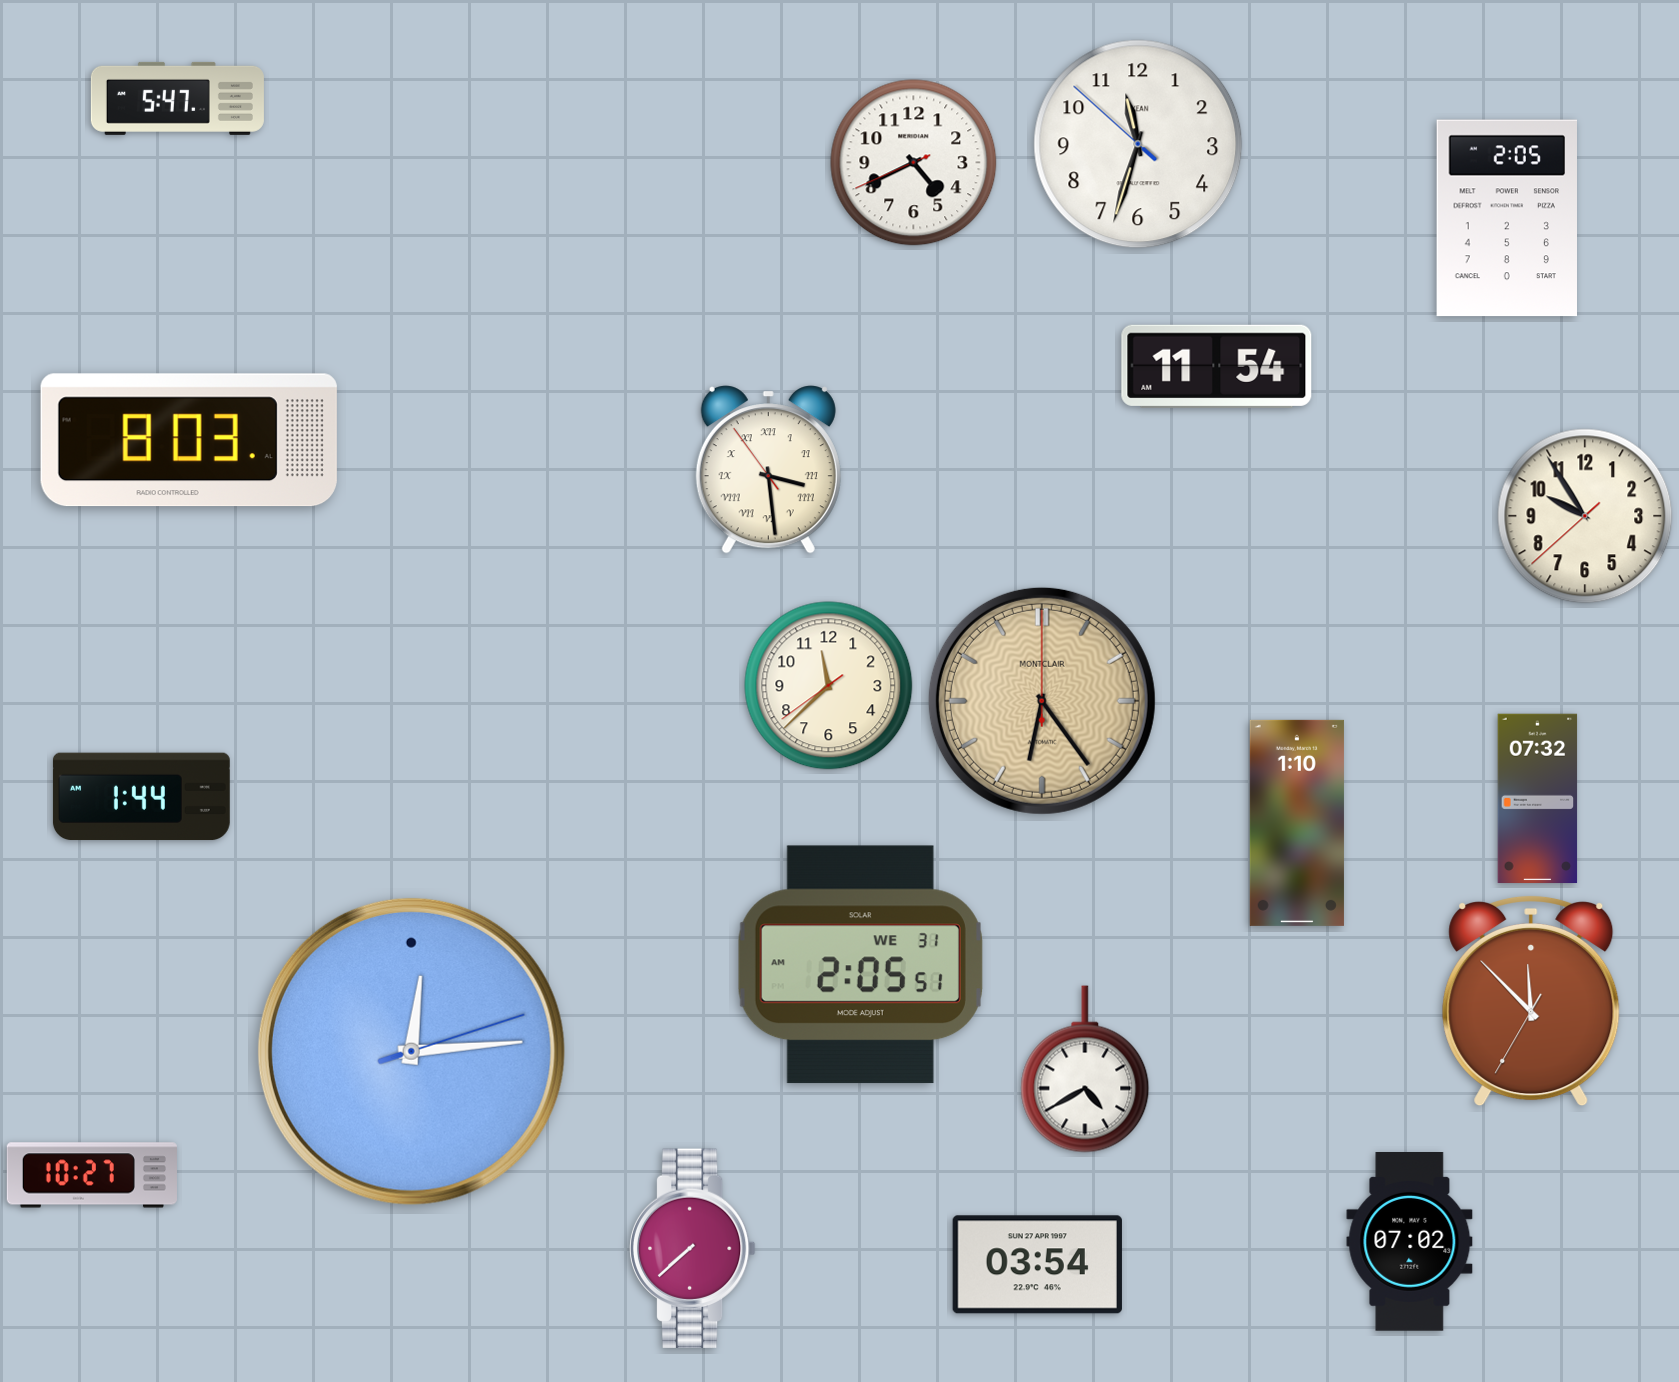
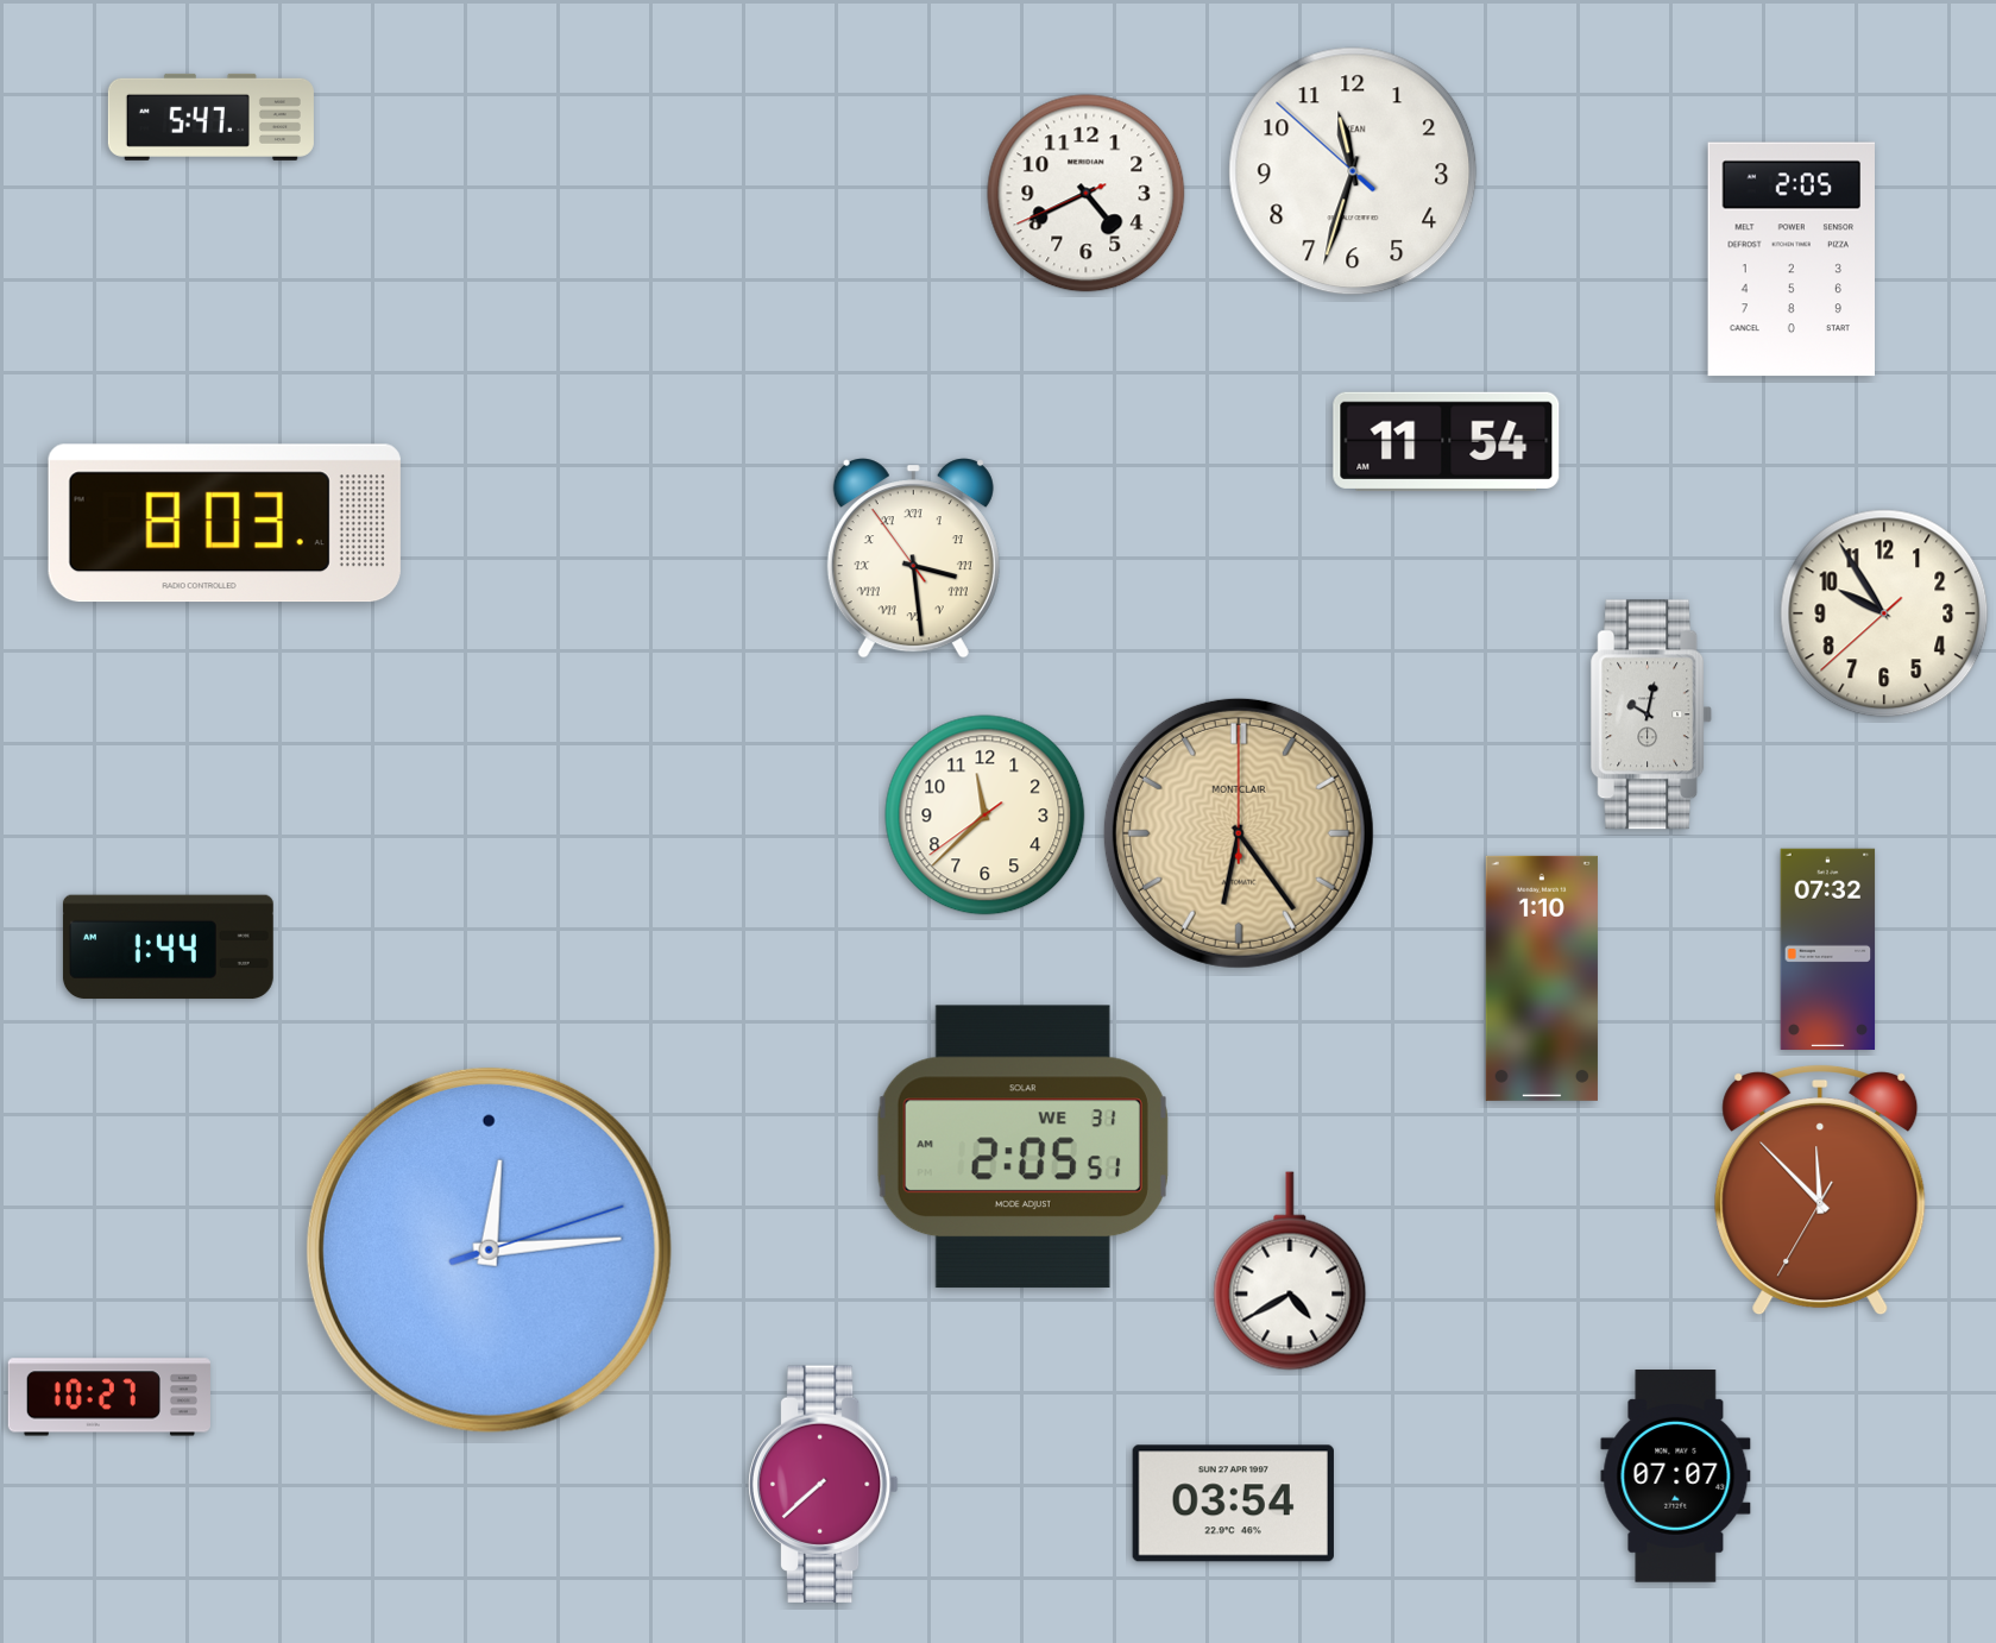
clock at (1217, 366) position: (1217, 366) -> (1447, 441)
clock at (1652, 715): none -> 10:02
clock at (1410, 1242): 07:02 -> 07:07
